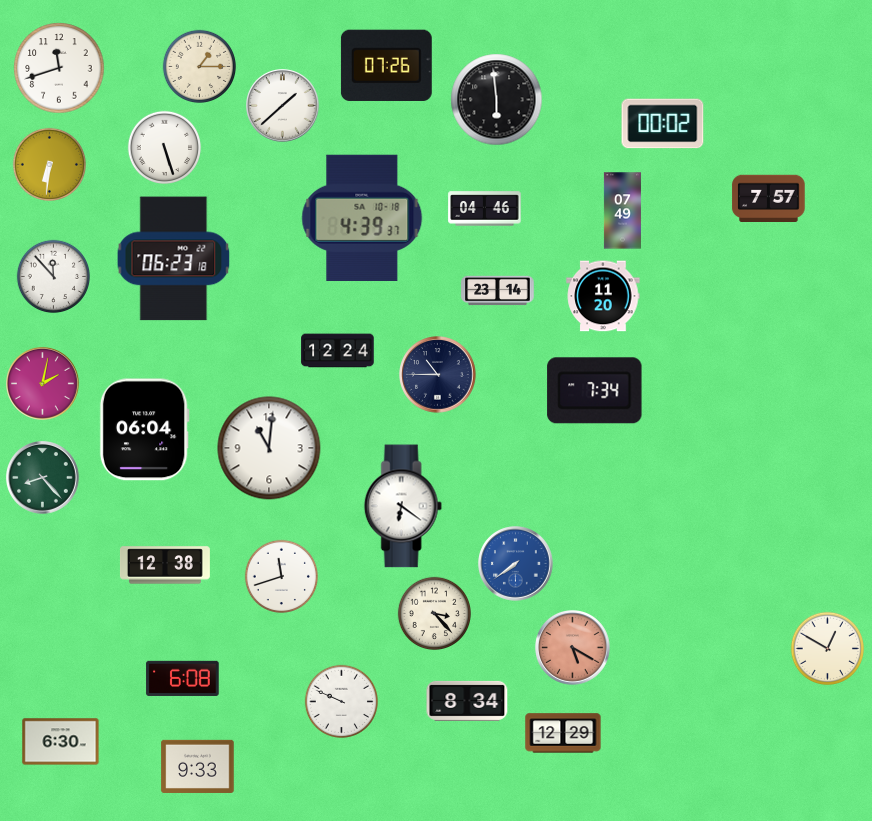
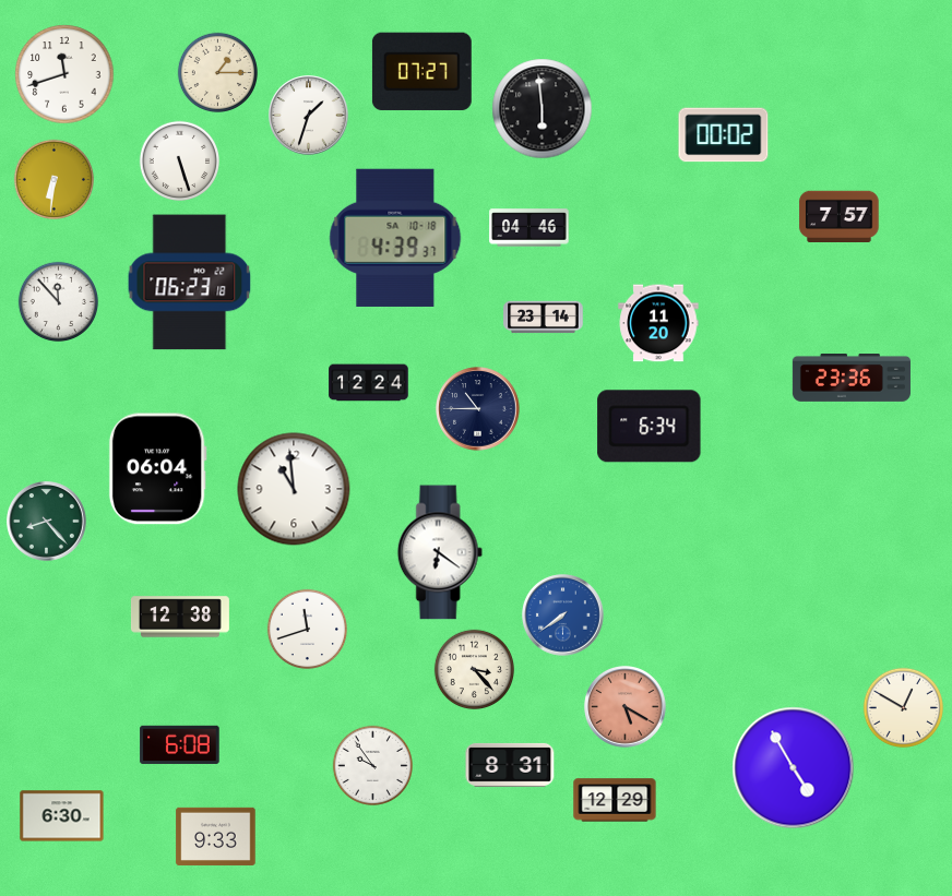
clock at (386, 65): 07:26 -> 07:27
clock at (283, 106): 1:38 -> 1:33
clock at (622, 211): 07:49 -> none
clock at (852, 379): none -> 23:36
clock at (43, 384): 2:02 -> none
clock at (595, 391): 7:34 -> 6:34
clock at (269, 448): 11:01 -> 10:59
clock at (183, 678) position: (183, 678) -> (180, 744)
clock at (341, 701): 9:49 -> 9:54
clock at (467, 701): 8:34 -> 8:31
clock at (794, 768): none -> 4:55
clock at (61, 742) position: (61, 742) -> (62, 816)
